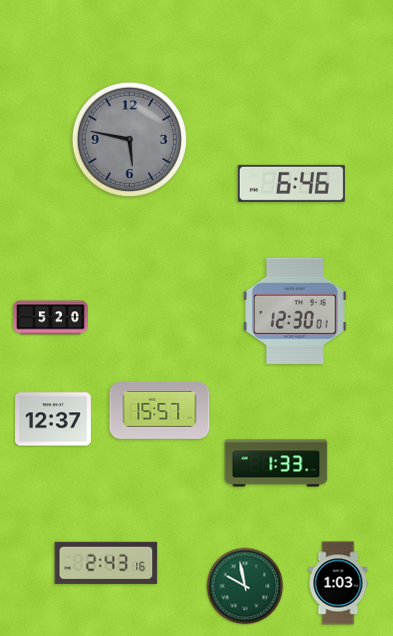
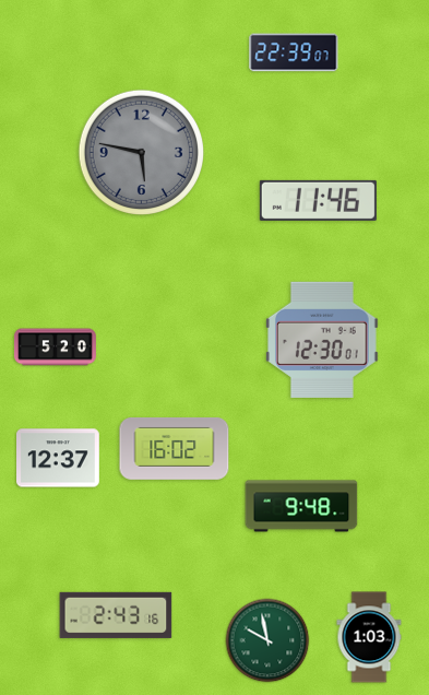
clock at (294, 52): none -> 22:39
clock at (291, 183): 6:46 -> 11:46
clock at (160, 410): 15:57 -> 16:02
clock at (276, 463): 1:33 -> 9:48
